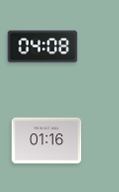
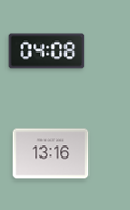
clock at (47, 141): 01:16 -> 13:16
